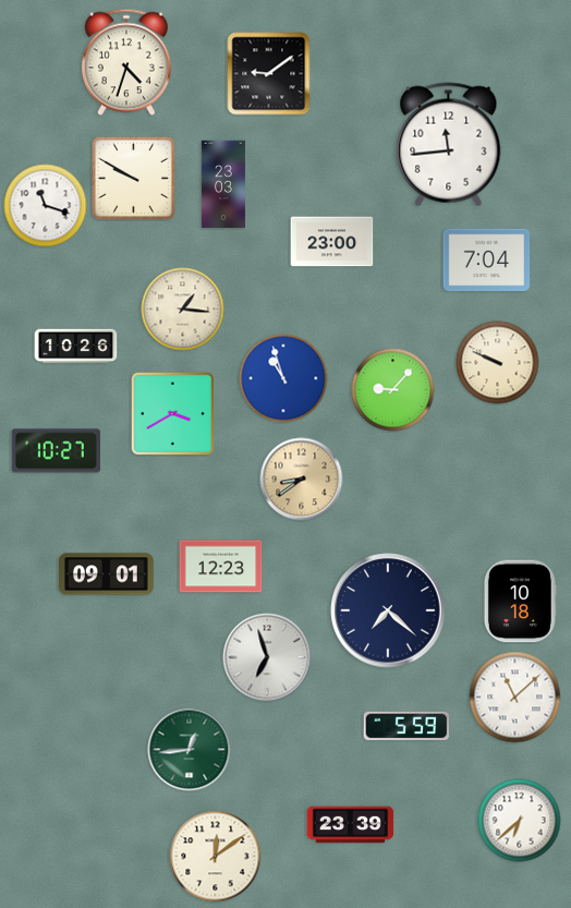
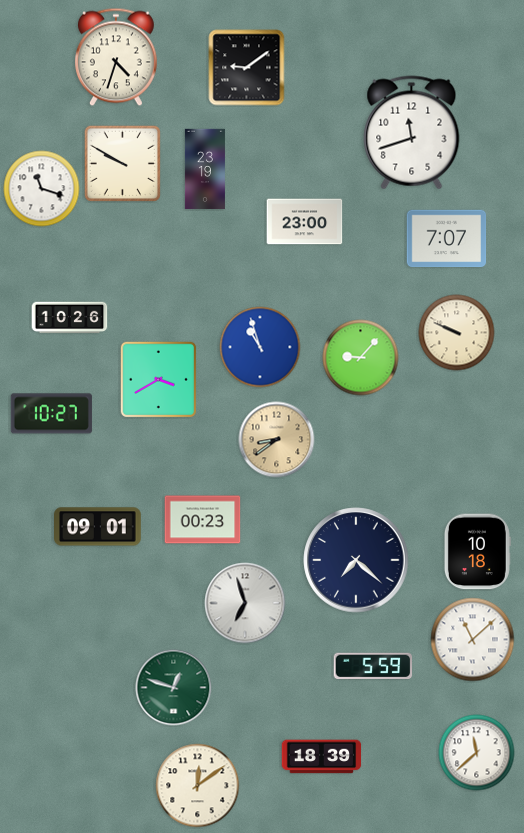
clock at (449, 145): 11:44 -> 11:42
clock at (223, 184): 23:03 -> 23:19
clock at (487, 261): 7:04 -> 7:07
clock at (183, 310): 1:16 -> none
clock at (221, 567): 12:23 -> 00:23
clock at (190, 750): 12:44 -> 12:48
clock at (520, 821): 6:38 -> 11:38
clock at (351, 825): 23:39 -> 18:39
